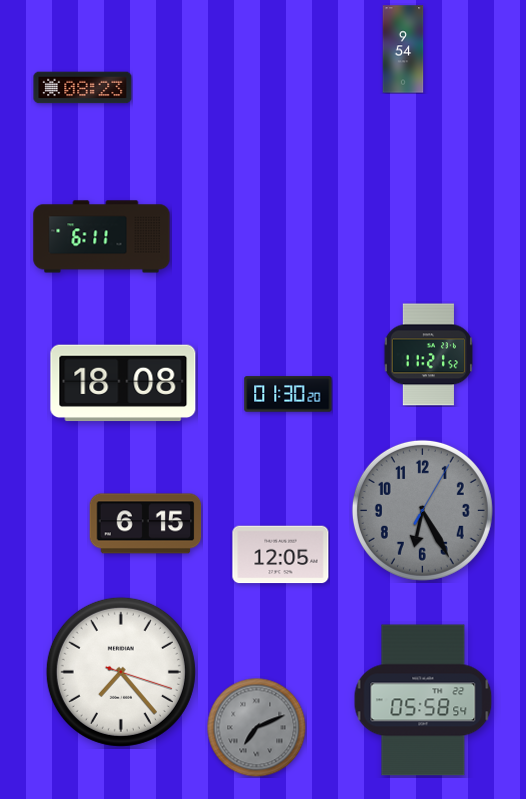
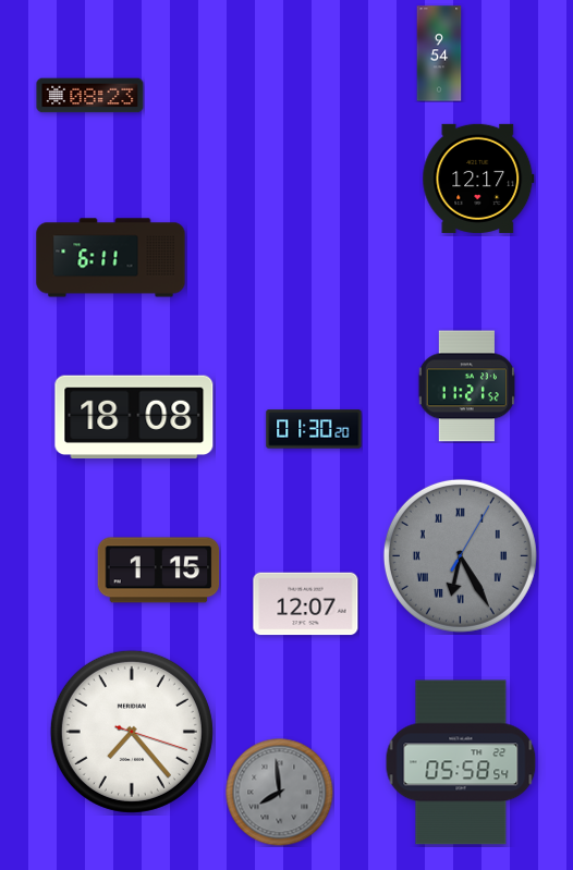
clock at (478, 179): none -> 12:17
clock at (422, 510) numerals: Arabic -> Roman
clock at (146, 524): 6:15 -> 1:15
clock at (281, 555): 12:05 -> 12:07
clock at (257, 728): 7:11 -> 7:59
